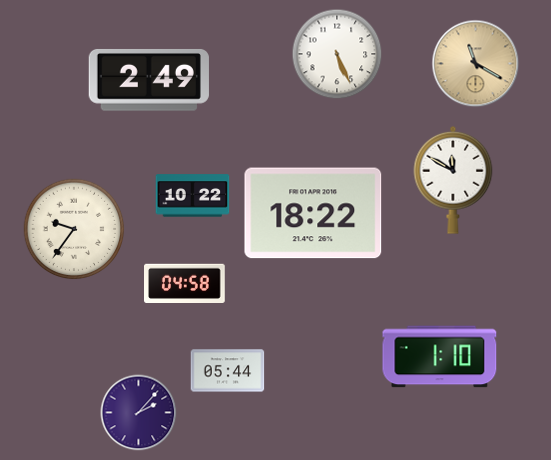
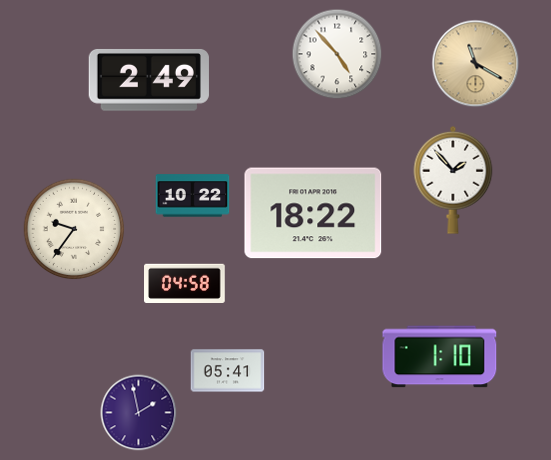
clock at (337, 54): 5:26 -> 4:53
clock at (453, 180): 11:50 -> 1:53
clock at (228, 371): 05:44 -> 05:41
clock at (139, 413): 2:07 -> 1:58
